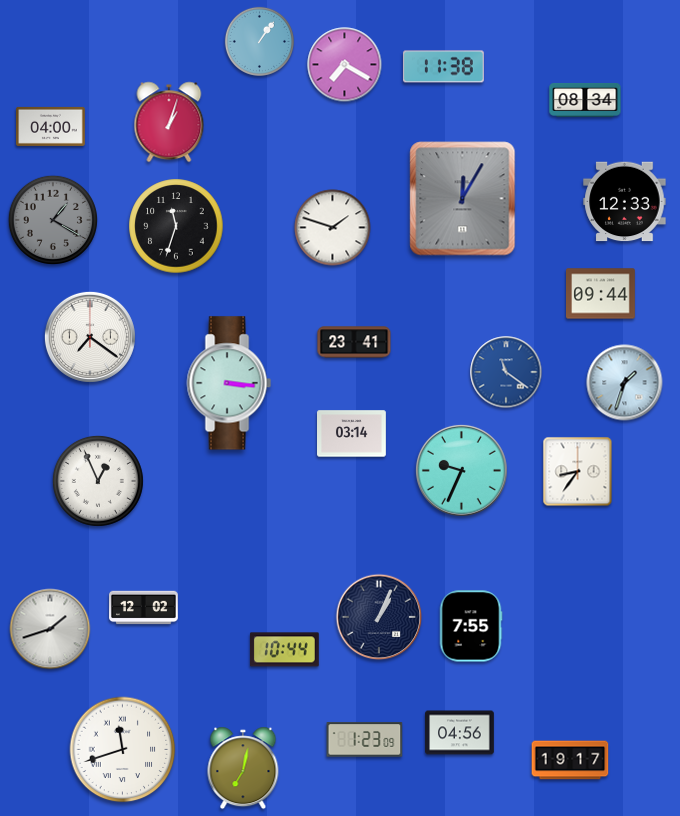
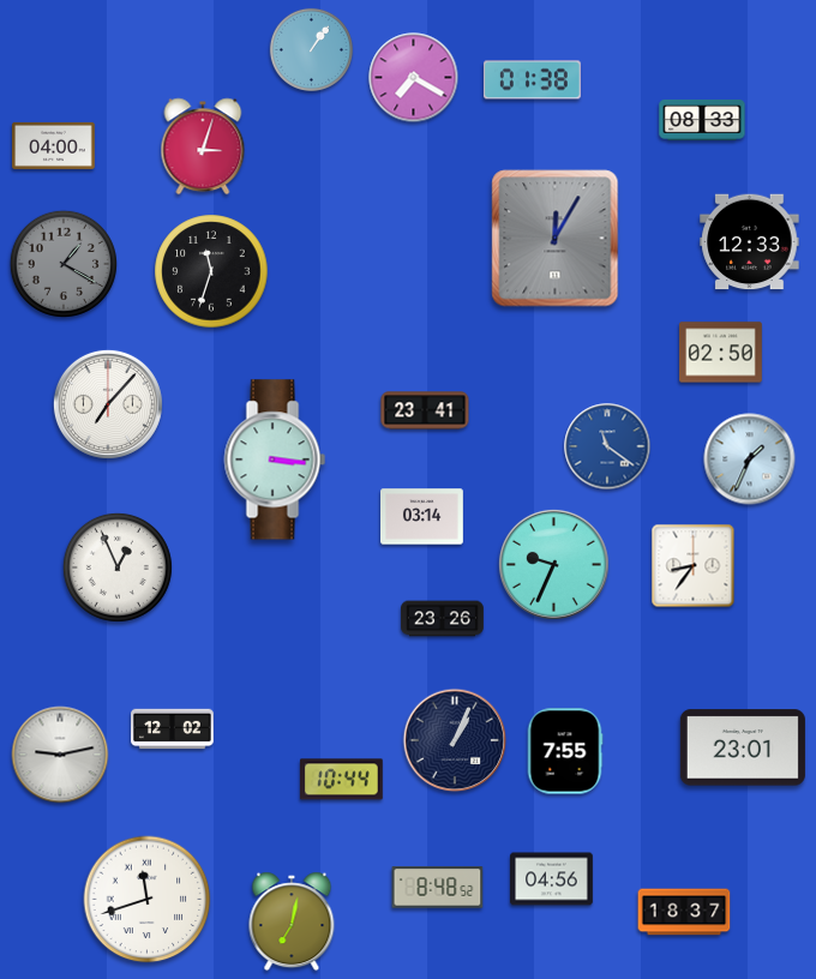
clock at (443, 67): 11:38 -> 01:38
clock at (585, 100): 08:34 -> 08:33
clock at (169, 122): 1:03 -> 3:03
clock at (51, 126) position: (51, 126) -> (54, 145)
clock at (333, 228): 1:48 -> none
clock at (601, 294): 09:44 -> 02:50
clock at (90, 337): 7:21 -> 7:07
clock at (625, 383): 1:33 -> 1:34
clock at (352, 434) position: (352, 434) -> (422, 517)
clock at (98, 481) position: (98, 481) -> (118, 567)
clock at (443, 619): none -> 23:26
clock at (743, 747): none -> 23:01
clock at (50, 629): 1:42 -> 9:13
clock at (365, 740): 1:23 -> 8:48
clock at (570, 760): 19:17 -> 18:37
